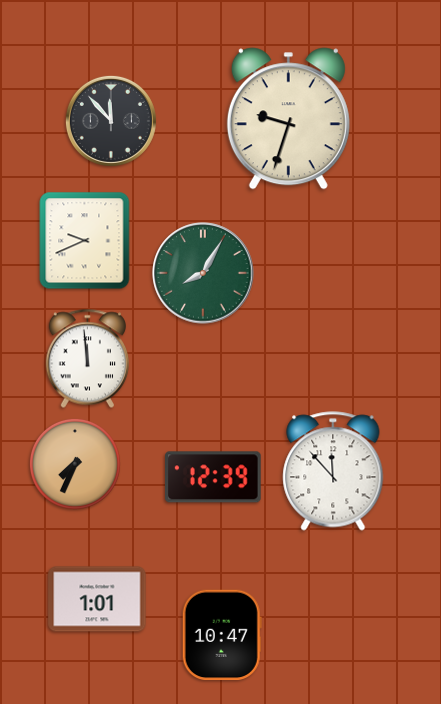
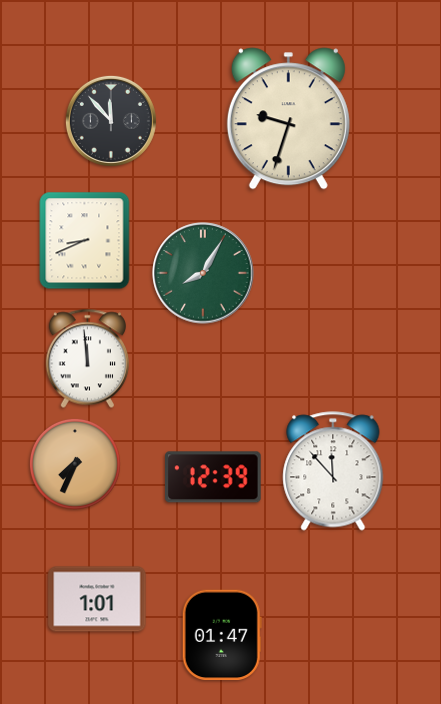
clock at (85, 241): 9:41 -> 8:41
clock at (222, 635): 10:47 -> 01:47
